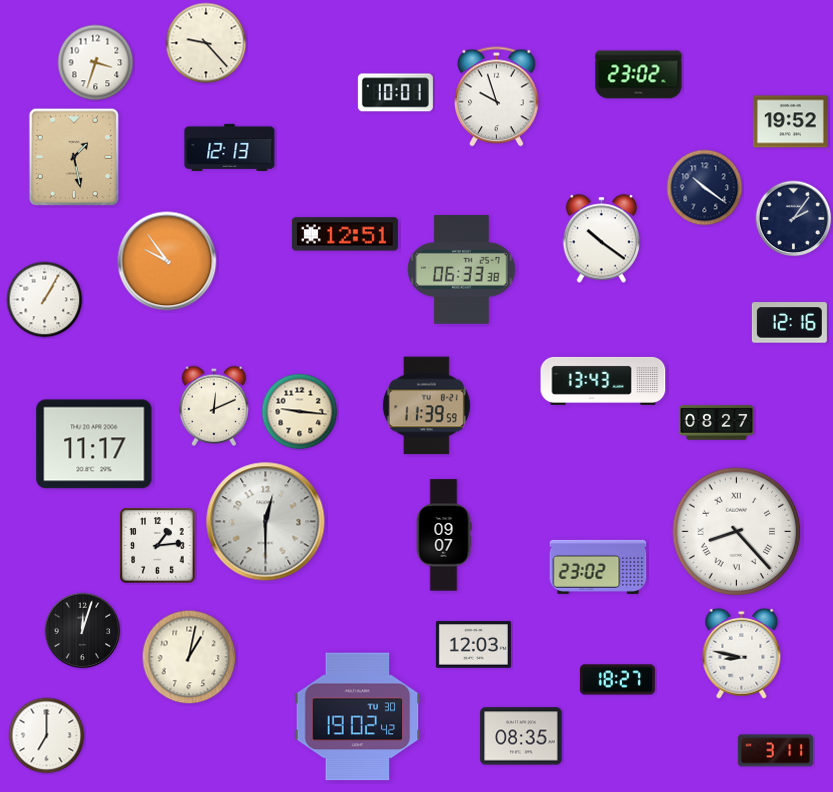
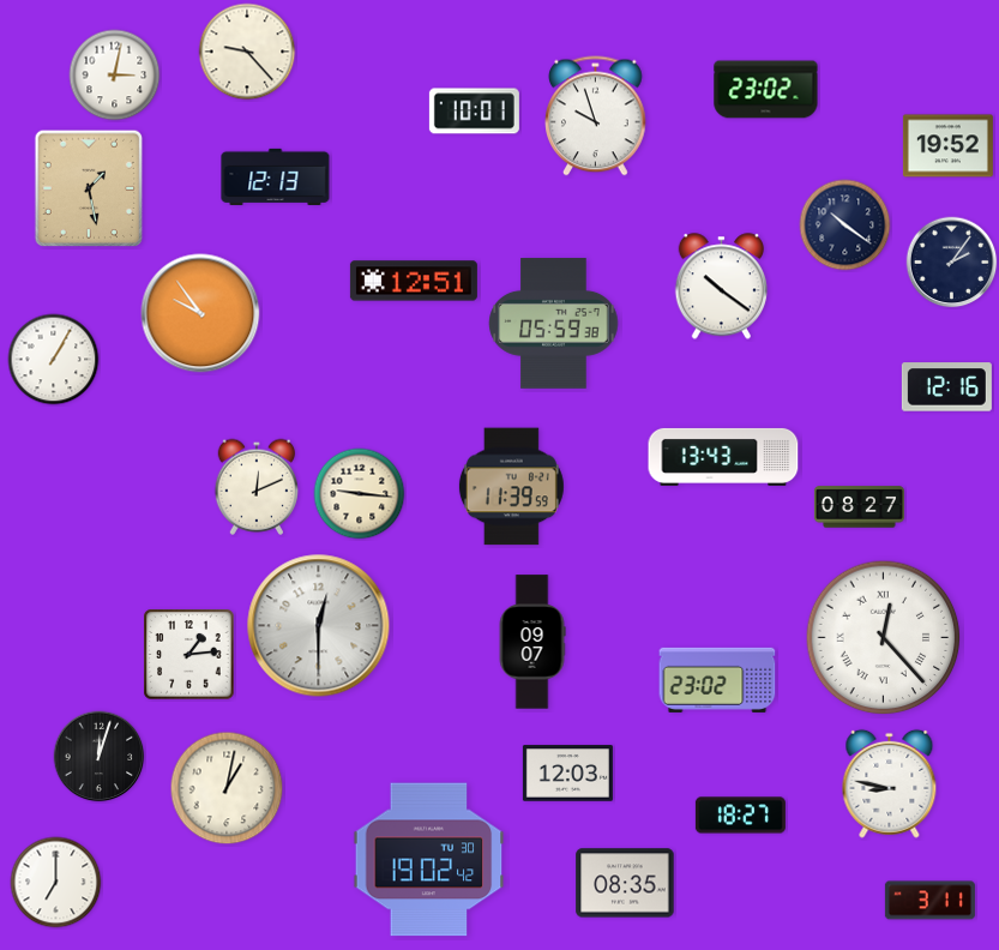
clock at (96, 63): 3:33 -> 3:02
clock at (462, 270): 06:33 -> 05:59
clock at (94, 444): 11:17 -> none
clock at (737, 532): 8:23 -> 12:23
